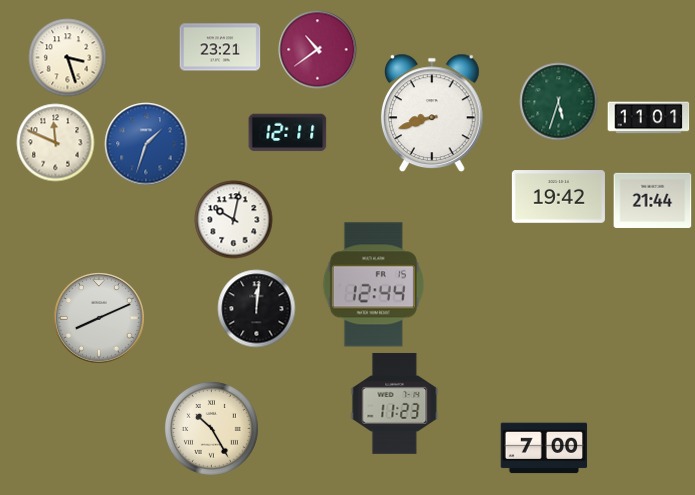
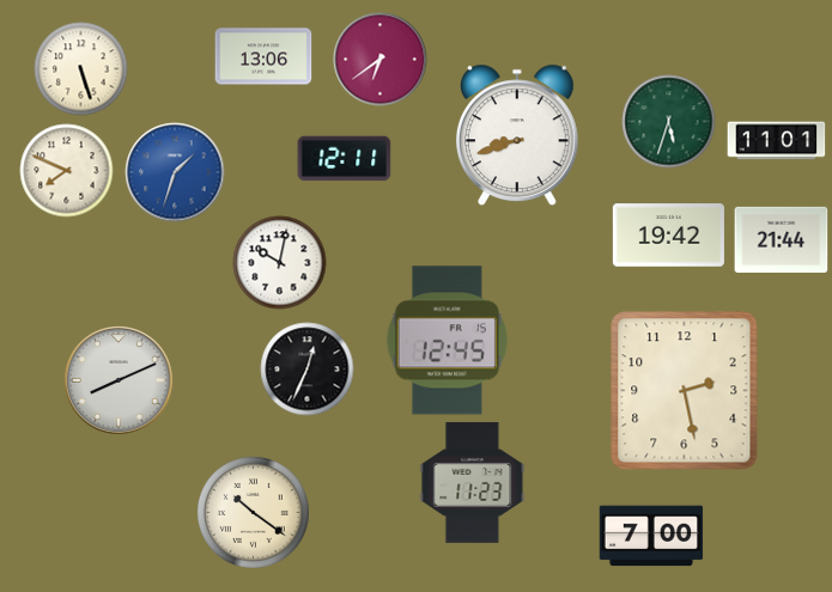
clock at (220, 47): 23:21 -> 13:06
clock at (317, 49): 10:39 -> 6:39
clock at (67, 57): 3:27 -> 5:27
clock at (55, 142): 11:49 -> 7:49
clock at (373, 285): 12:44 -> 12:45
clock at (256, 308): 12:01 -> 12:34
clock at (685, 391): none -> 2:28
clock at (211, 428): 10:25 -> 10:21
